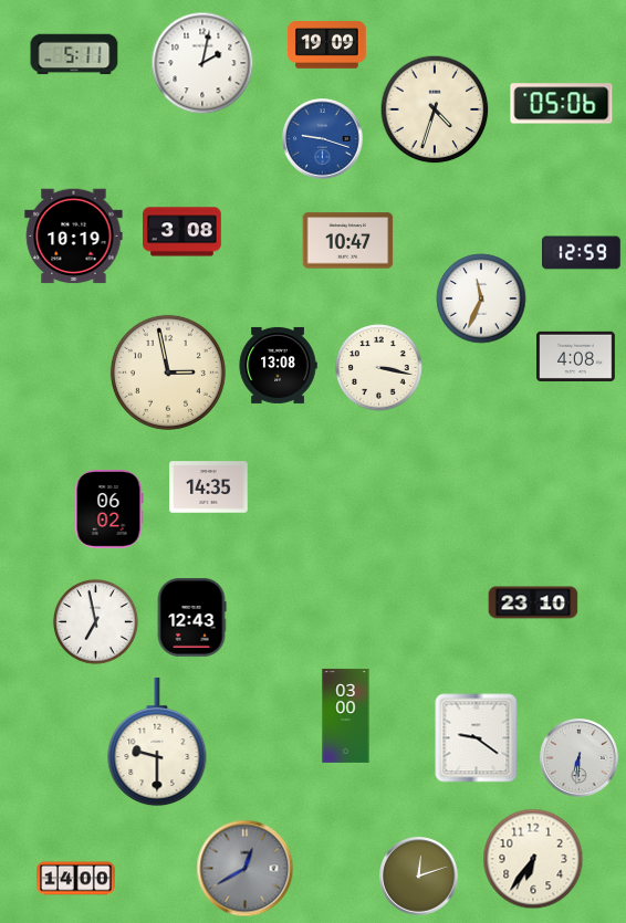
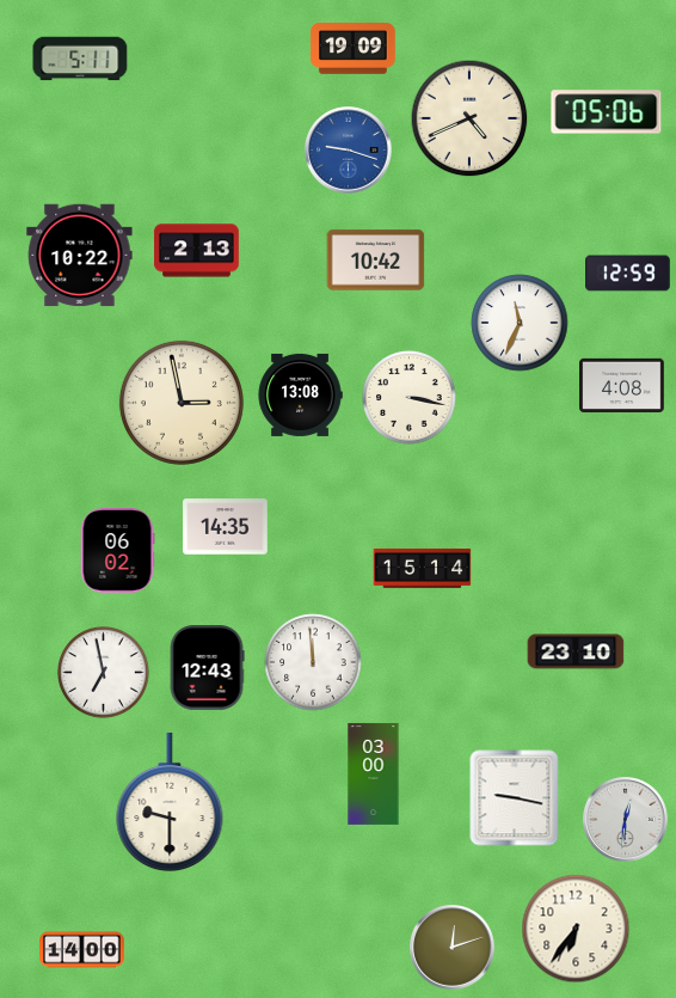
clock at (202, 63): 2:02 -> none
clock at (435, 109): 4:33 -> 4:41
clock at (182, 232): 3:08 -> 2:13
clock at (74, 237): 10:19 -> 10:22
clock at (348, 241): 10:47 -> 10:42
clock at (423, 568): none -> 15:14
clock at (313, 662): none -> 11:59
clock at (477, 738): 9:21 -> 9:17
clock at (580, 758): 6:31 -> 12:31
clock at (246, 869): 12:40 -> none
